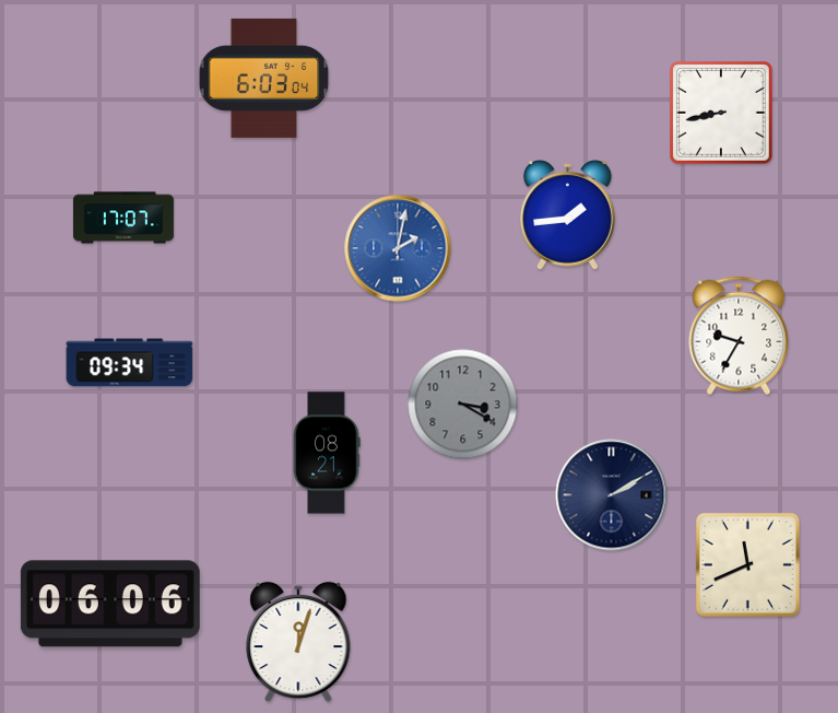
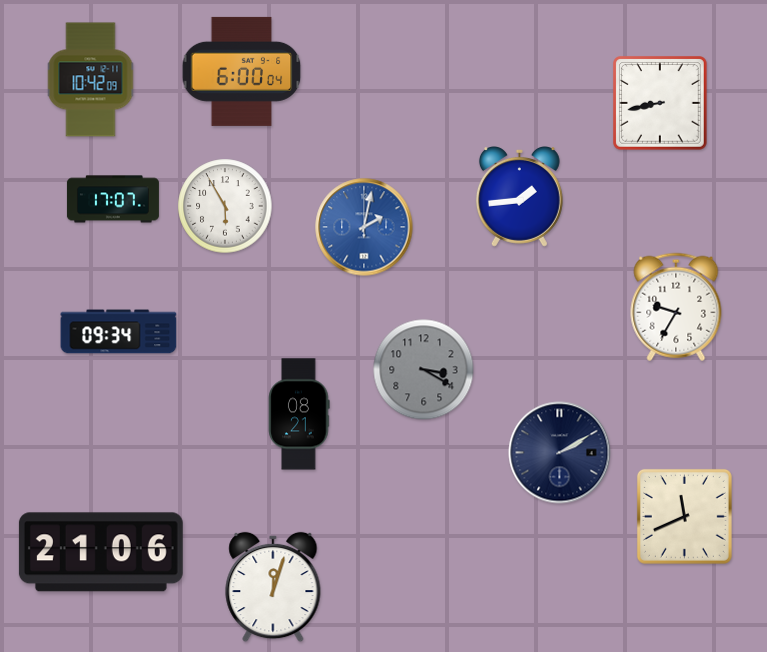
clock at (264, 78): 6:03 -> 6:00
clock at (91, 80): none -> 10:42
clock at (225, 206): none -> 5:55
clock at (110, 604): 06:06 -> 21:06
